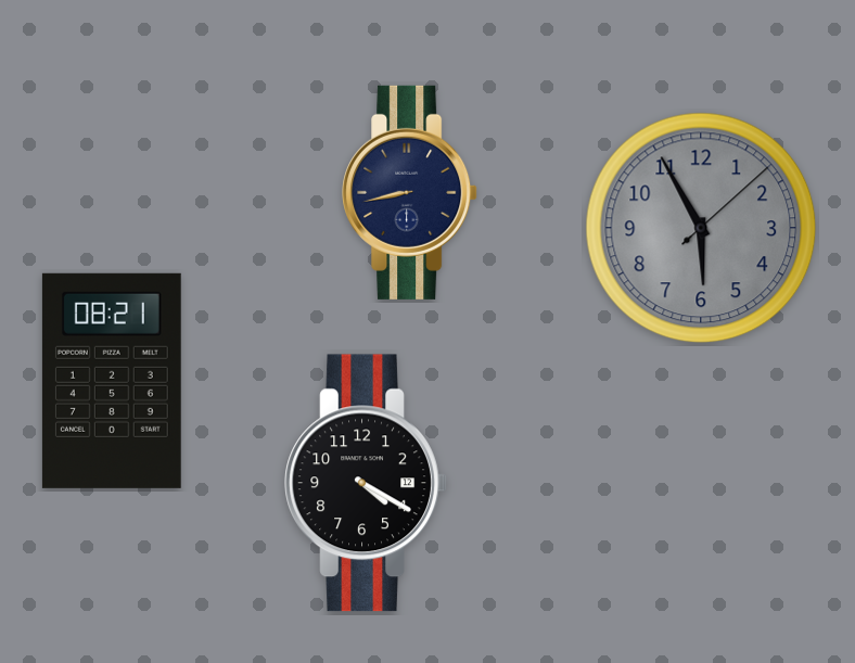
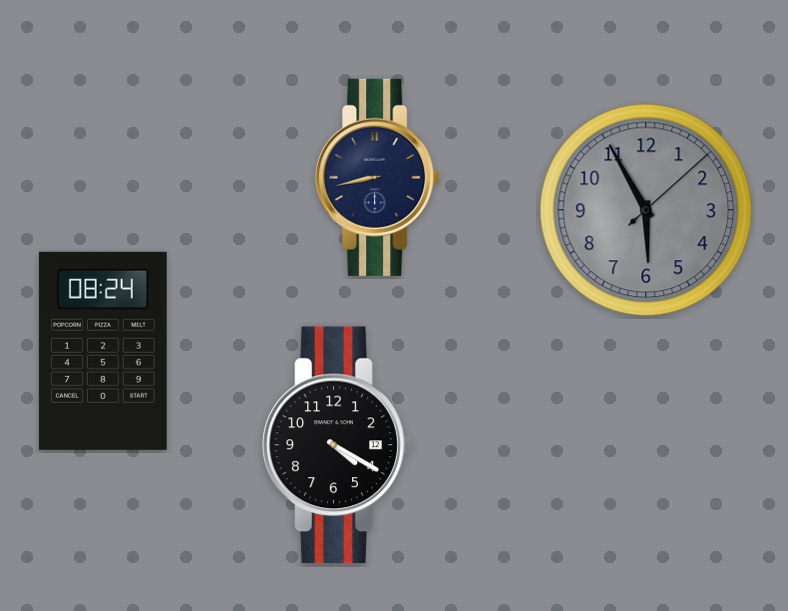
clock at (112, 381): 08:21 -> 08:24
